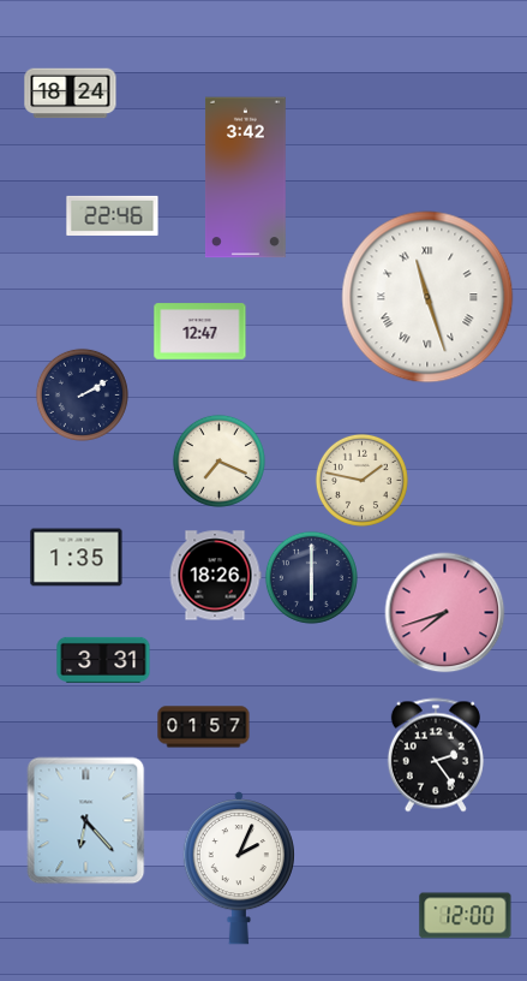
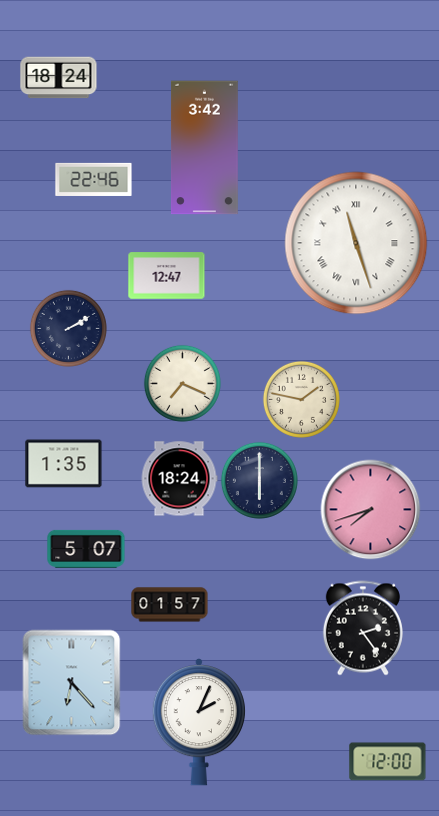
clock at (427, 297) position: (427, 297) -> (356, 243)
clock at (215, 576): 18:26 -> 18:24
clock at (103, 660): 3:31 -> 5:07
